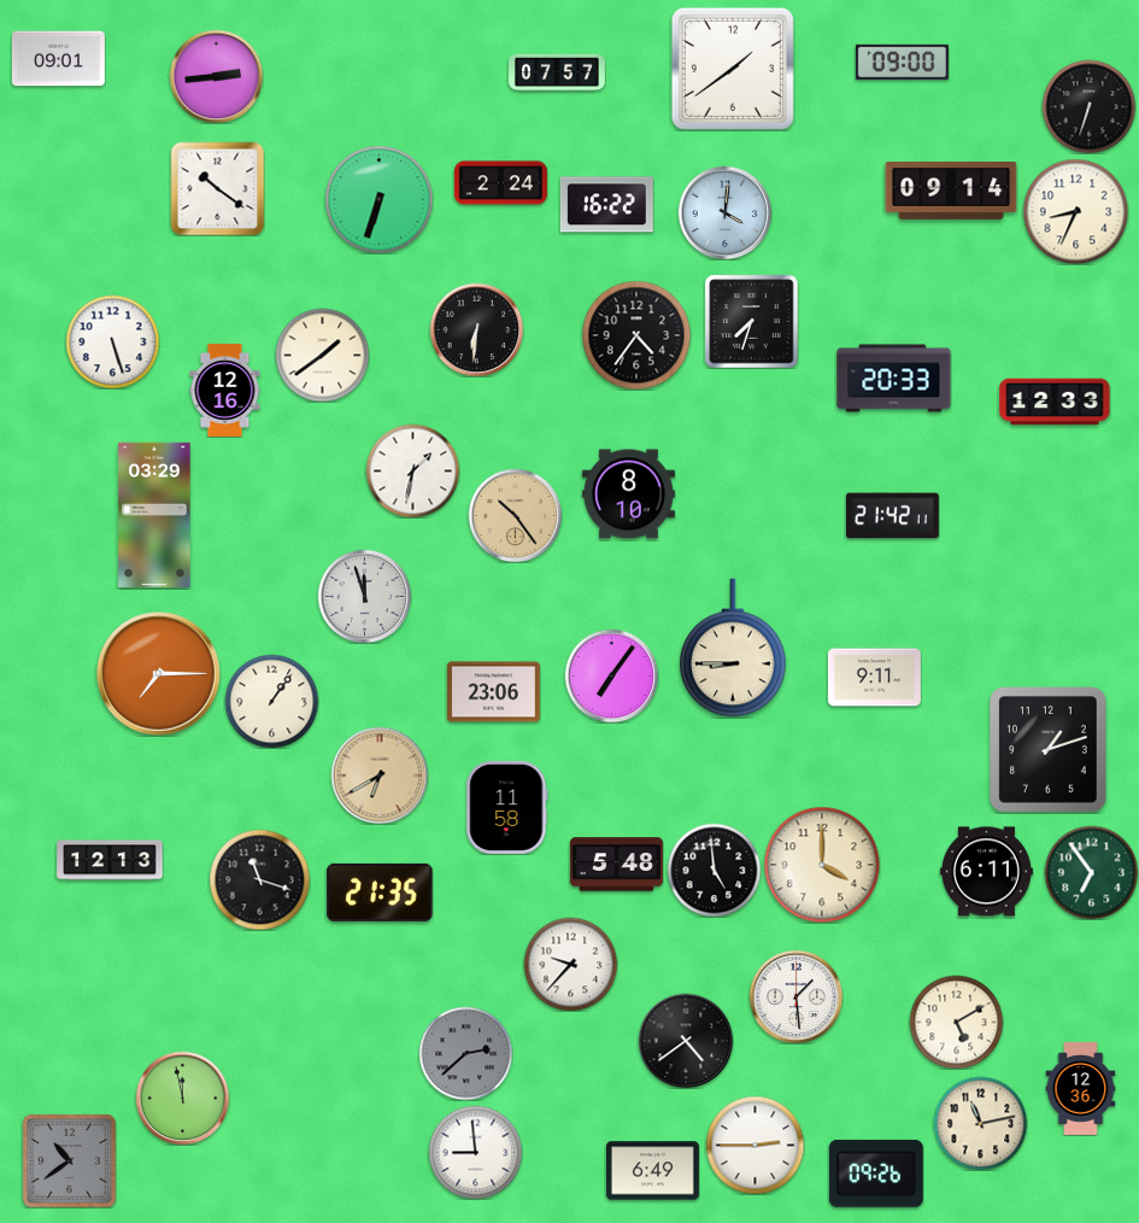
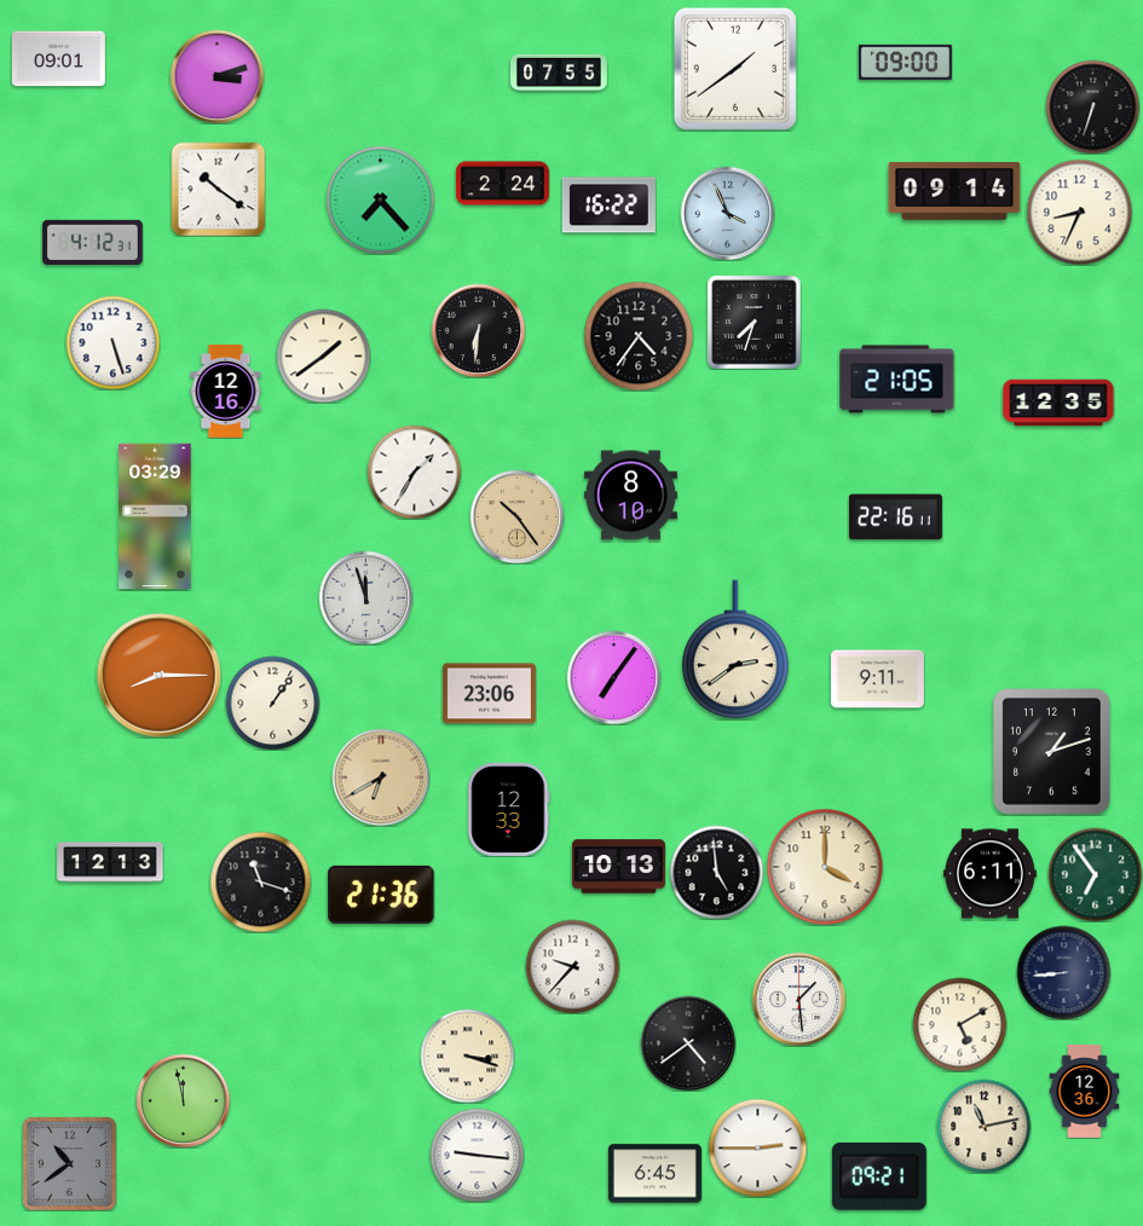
clock at (558, 72): 07:57 -> 07:55
clock at (216, 76): 2:44 -> 3:12
clock at (378, 199): 6:33 -> 7:23
clock at (724, 212): 4:01 -> 3:56
clock at (93, 242): none -> 4:12
clock at (894, 379): 20:33 -> 21:05
clock at (1055, 402): 12:33 -> 12:35
clock at (412, 470): 1:32 -> 1:35
clock at (892, 516): 21:42 -> 22:16
clock at (733, 648): 8:45 -> 2:39
clock at (159, 674): 7:15 -> 8:15
clock at (493, 692) position: (493, 692) -> (489, 694)
clock at (507, 807): 11:58 -> 12:33
clock at (616, 865): 5:48 -> 10:13
clock at (380, 893): 21:35 -> 21:36
clock at (1063, 972): none -> 8:44
clock at (465, 1053): 2:38 -> 3:18
clock at (465, 1053) dial: grey -> cream
clock at (475, 1152): 8:59 -> 9:16
clock at (652, 1171): 6:49 -> 6:45
clock at (876, 1174): 09:26 -> 09:21
